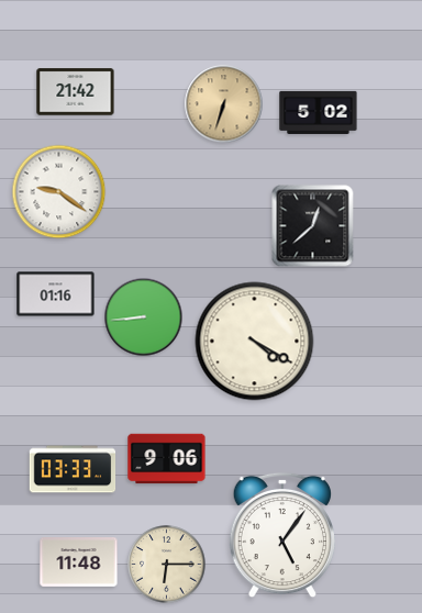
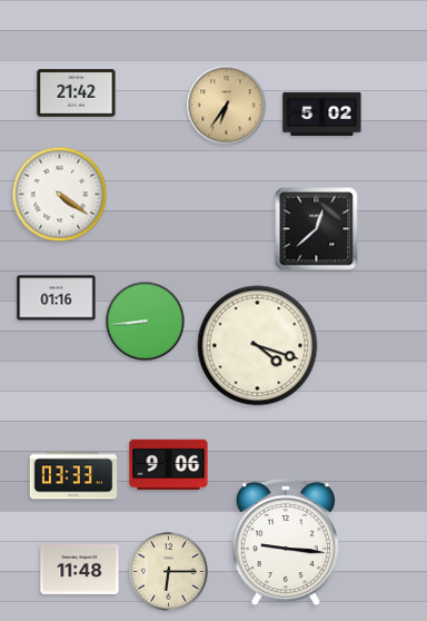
clock at (224, 104): 6:33 -> 6:36
clock at (59, 192): 9:21 -> 4:21
clock at (255, 342): 4:20 -> 4:18
clock at (281, 535): 5:06 -> 9:16
